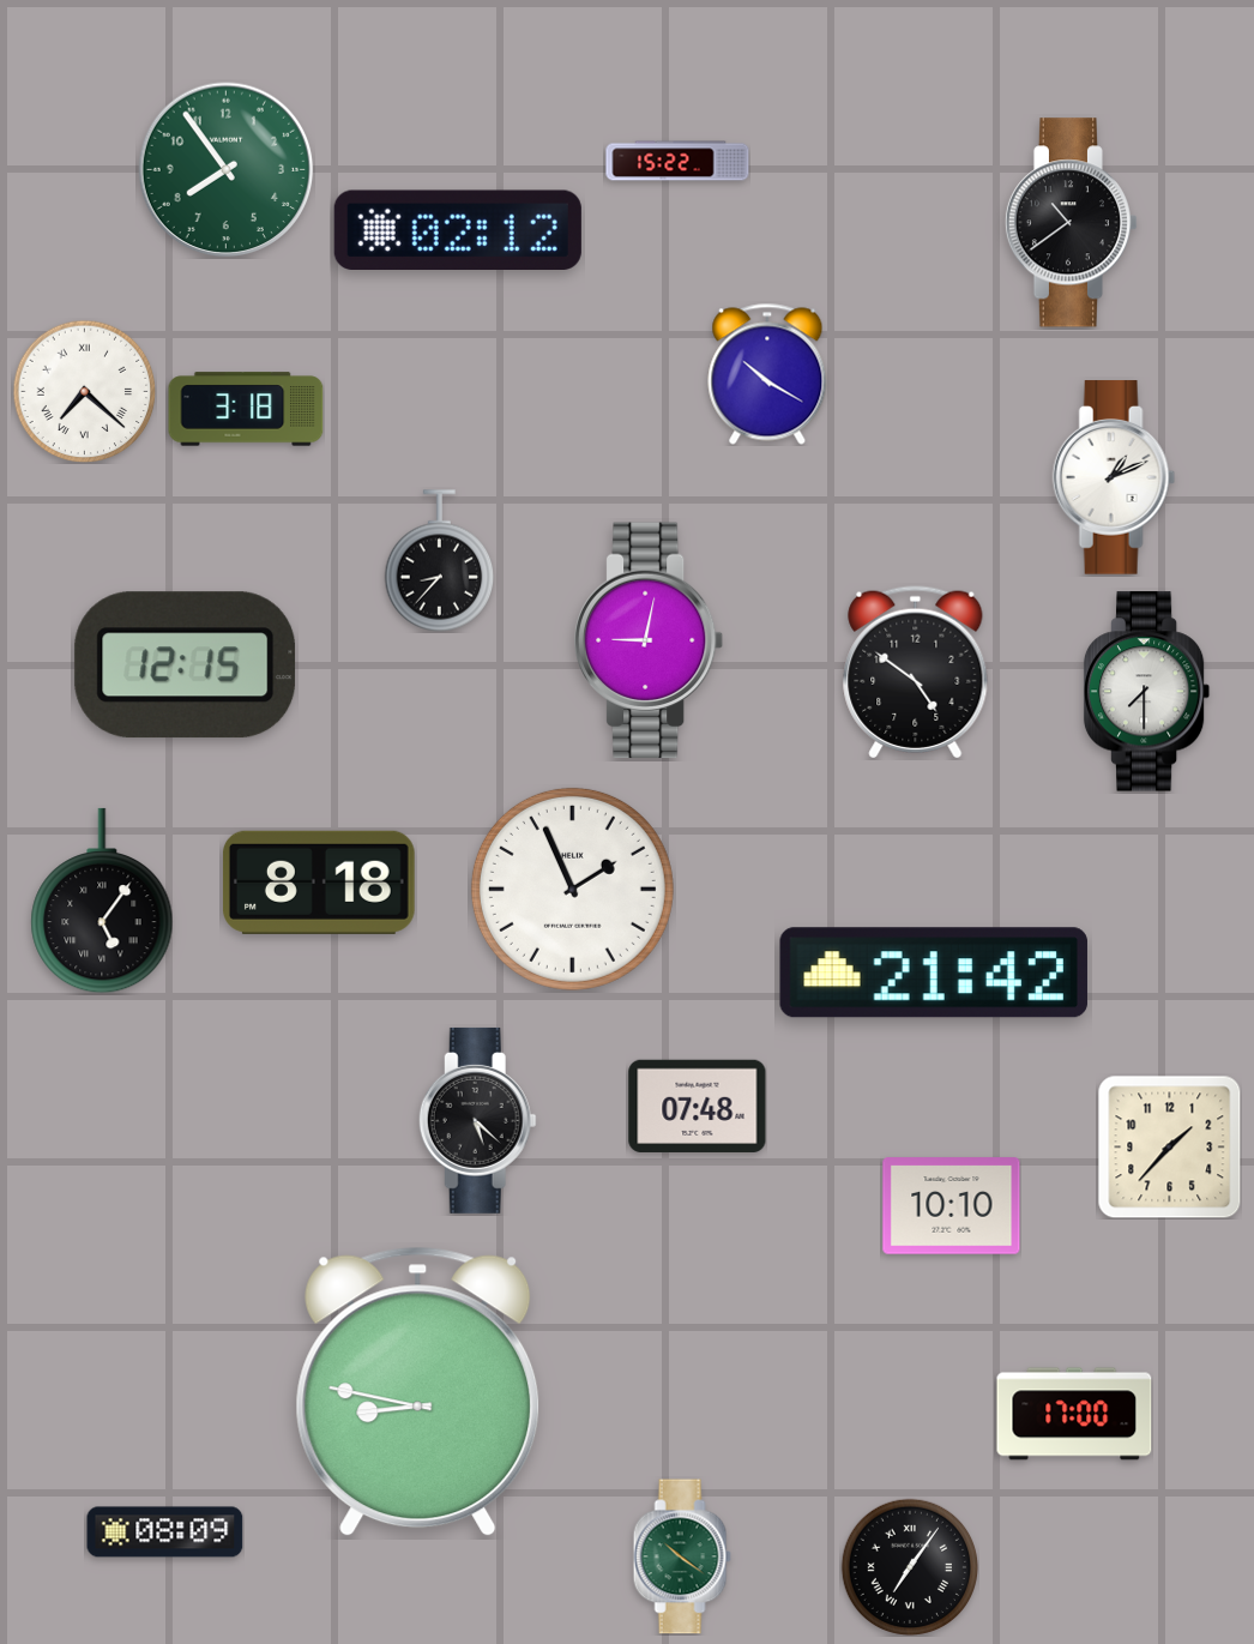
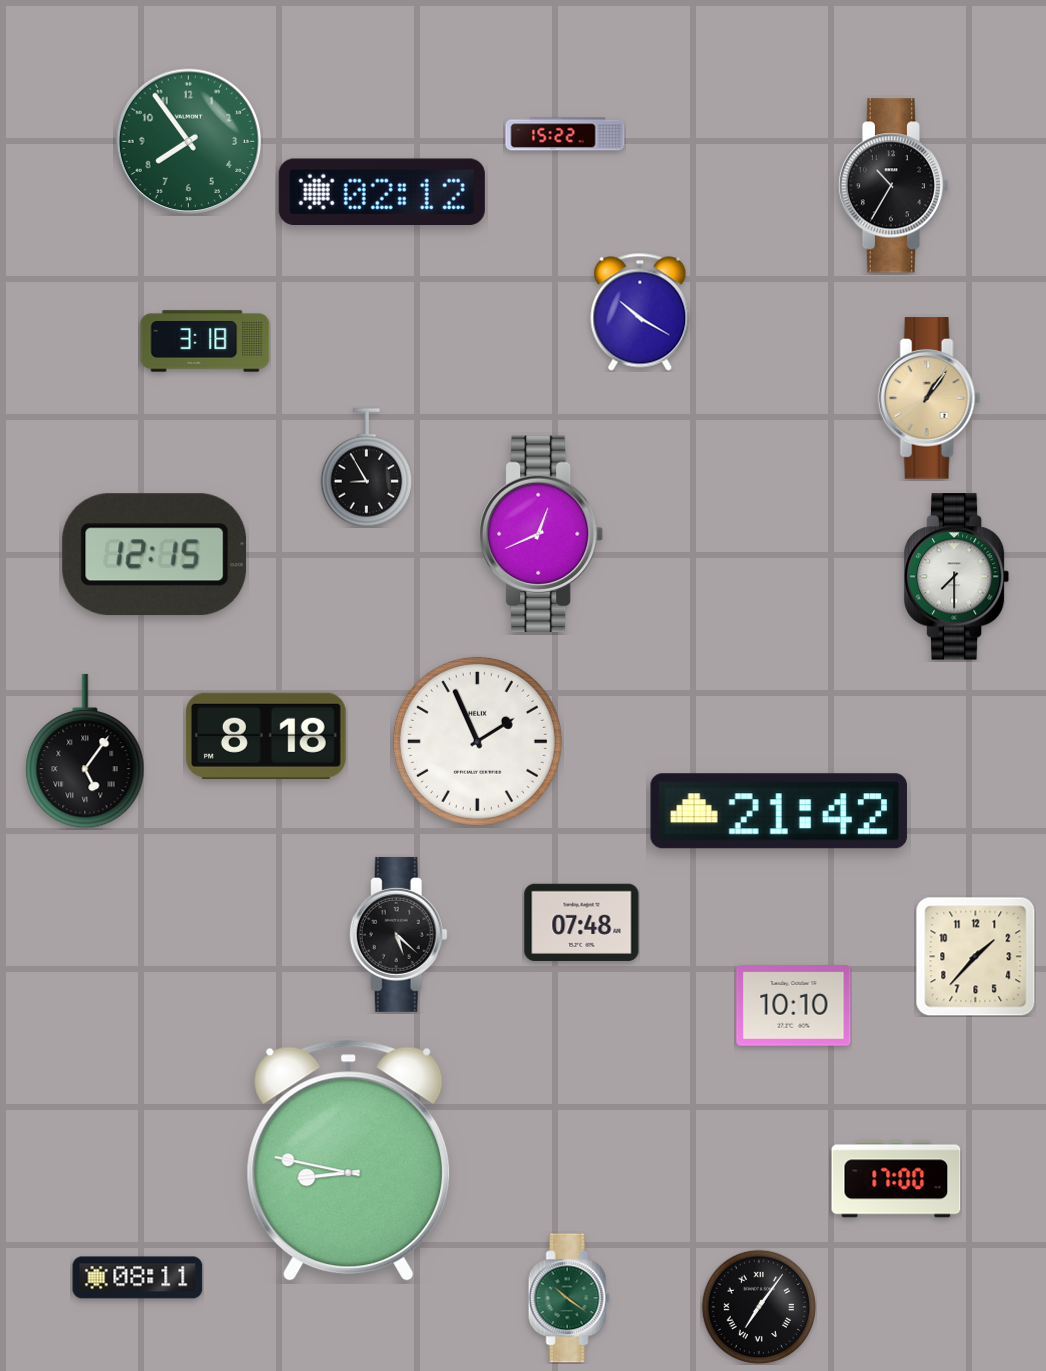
clock at (1072, 223): 10:39 -> 10:35
clock at (84, 391): 7:22 -> none
clock at (1114, 477): 1:11 -> 1:06
clock at (1114, 477) dial: white -> champagne
clock at (440, 561): 8:37 -> 8:55
clock at (649, 640): 9:02 -> 12:41
clock at (916, 673): 4:51 -> none
clock at (165, 1532): 08:09 -> 08:11
